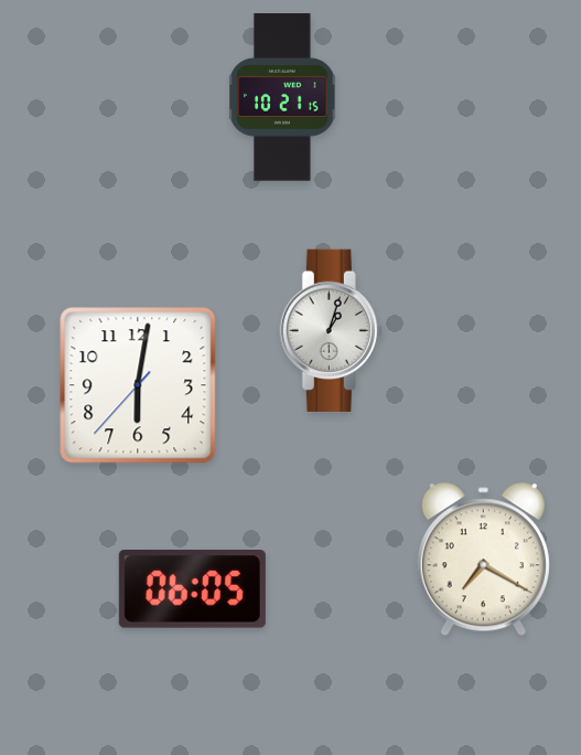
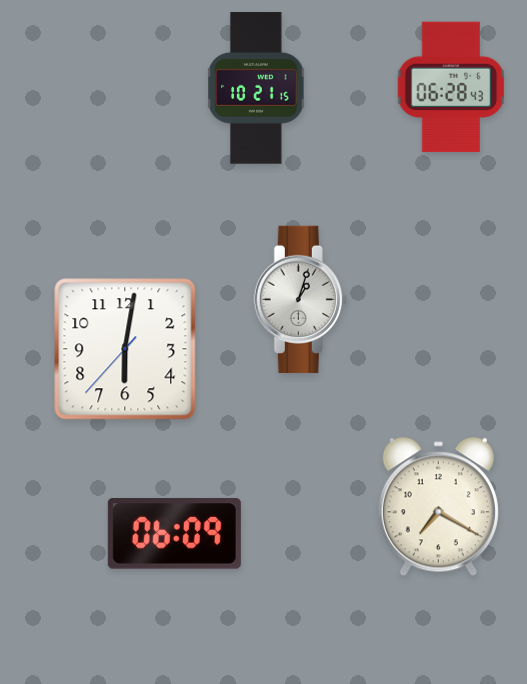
clock at (451, 87): none -> 06:28
clock at (192, 589): 06:05 -> 06:09
